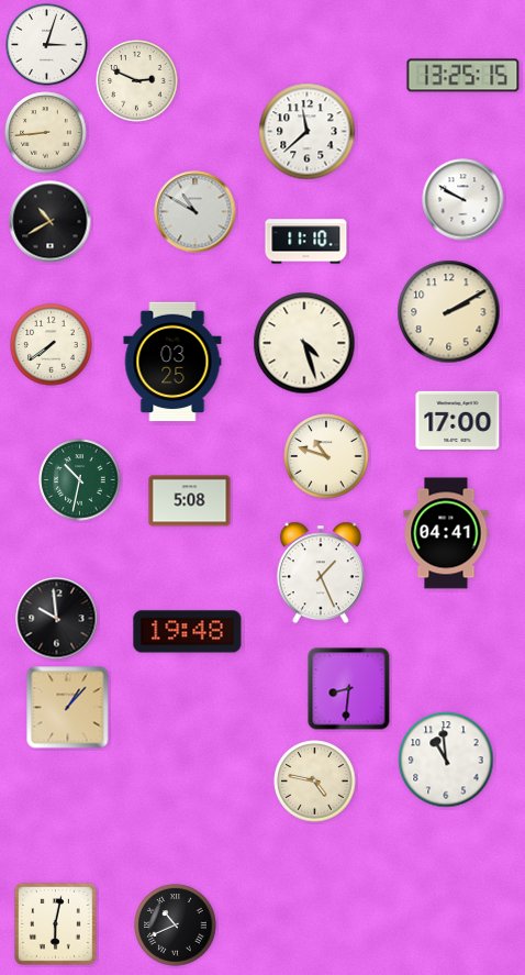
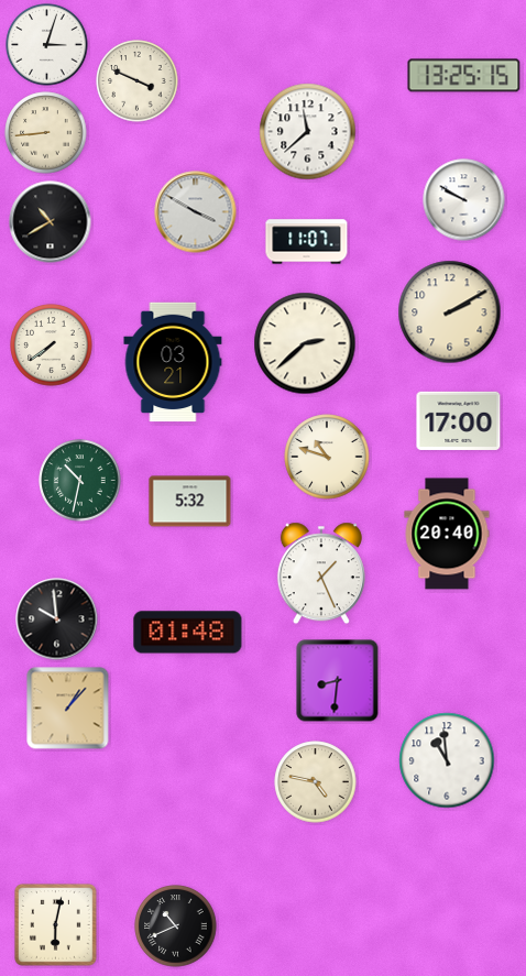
clock at (137, 81): 2:49 -> 3:49
clock at (196, 212): 10:50 -> 3:50
clock at (306, 242): 11:10 -> 11:07
clock at (304, 343): 4:27 -> 2:38
clock at (172, 362): 03:25 -> 03:21
clock at (190, 501): 5:08 -> 5:32
clock at (446, 533): 04:41 -> 20:40
clock at (188, 632): 19:48 -> 01:48
clock at (349, 689) position: (349, 689) -> (338, 681)
